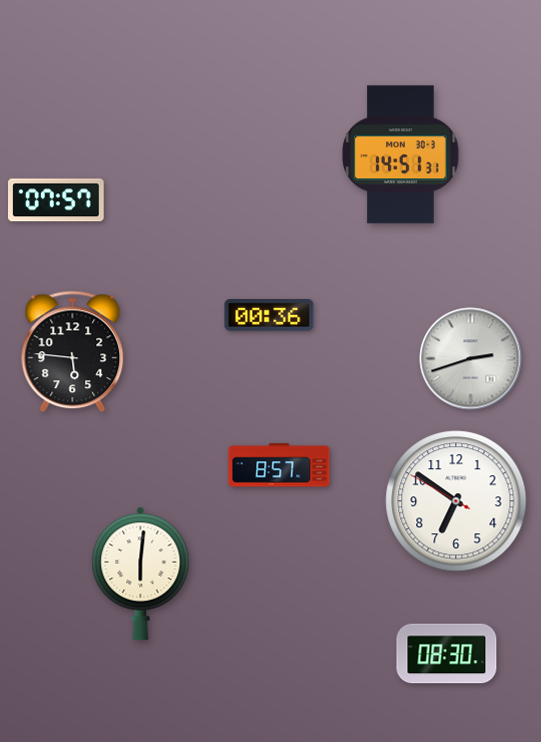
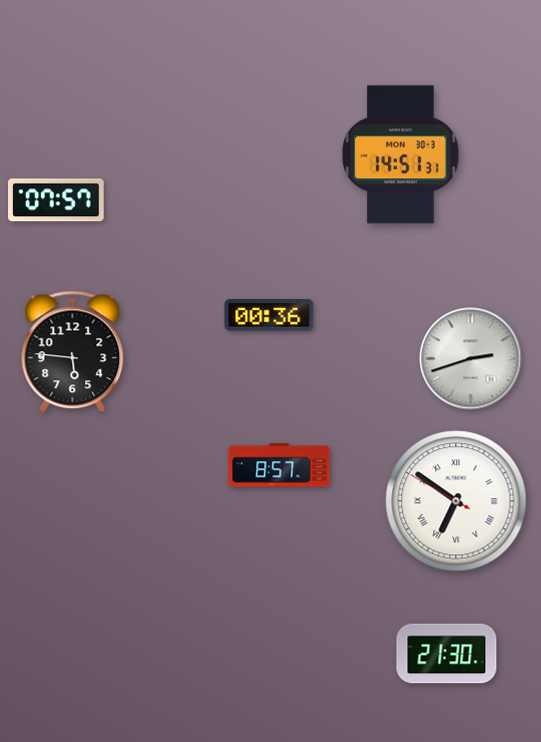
clock at (456, 501) numerals: Arabic -> Roman
clock at (141, 573): 6:01 -> none
clock at (447, 654): 08:30 -> 21:30
